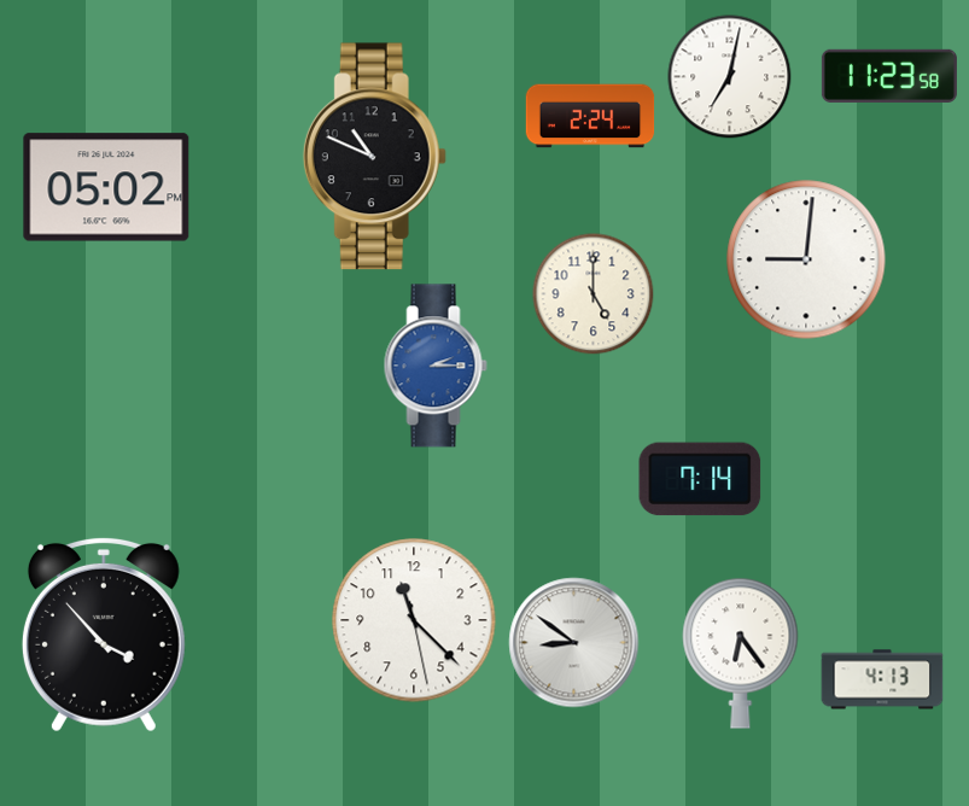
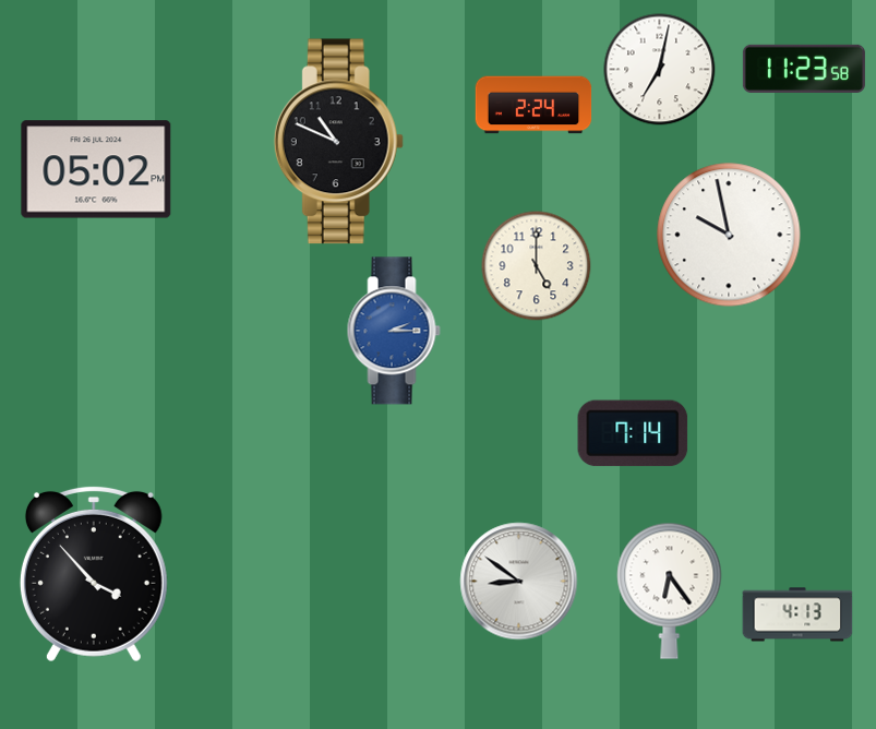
clock at (806, 259): 9:01 -> 9:58
clock at (414, 620): 11:22 -> none
